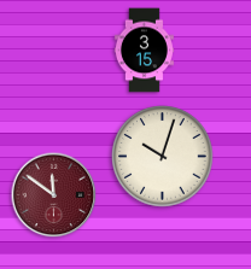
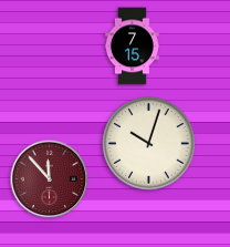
clock at (144, 51): 3:15 -> 7:15
clock at (54, 195): 11:51 -> 11:53
